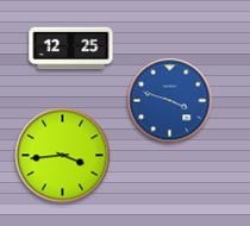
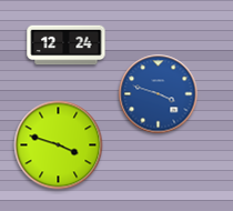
clock at (71, 49): 12:25 -> 12:24
clock at (63, 156): 3:44 -> 3:48
